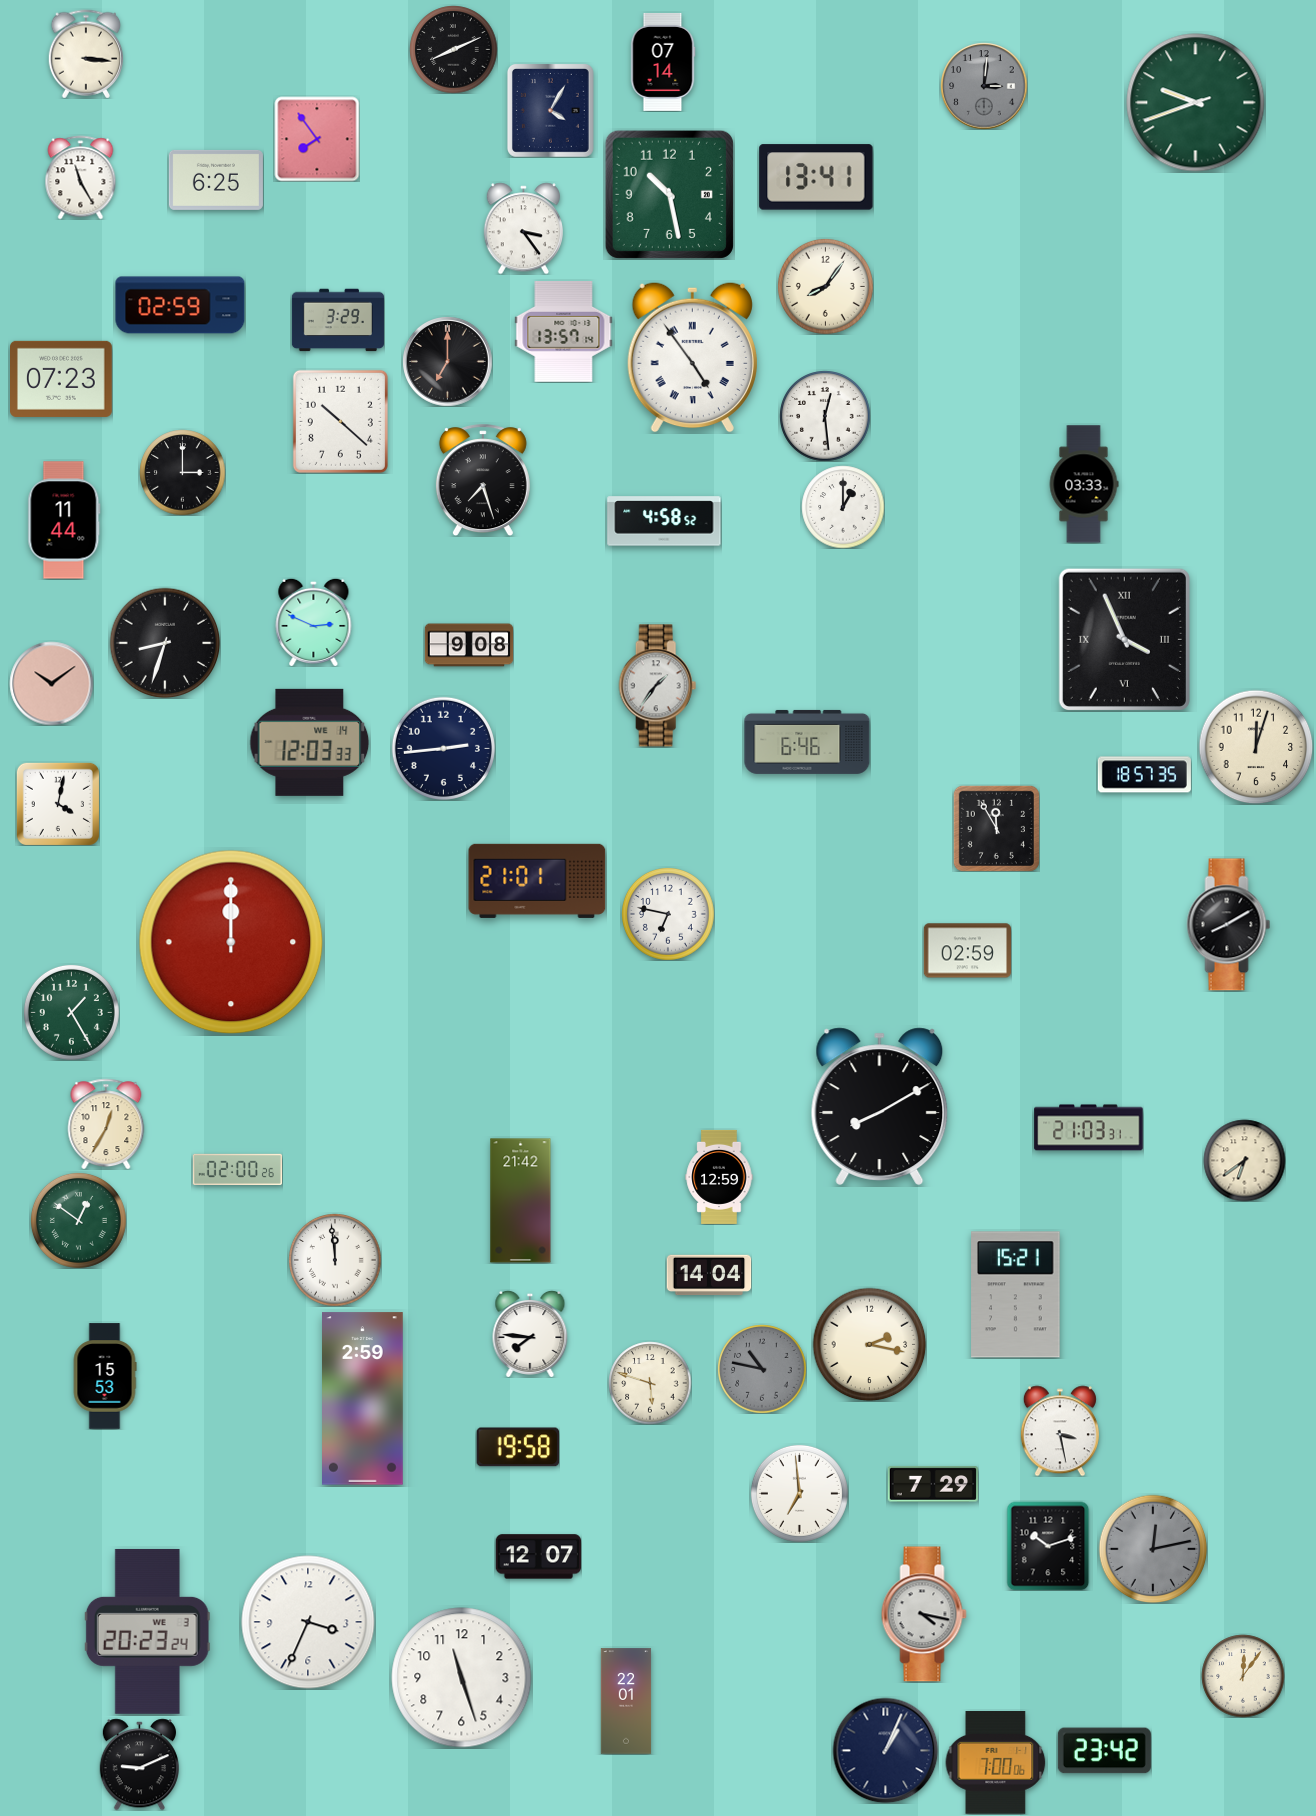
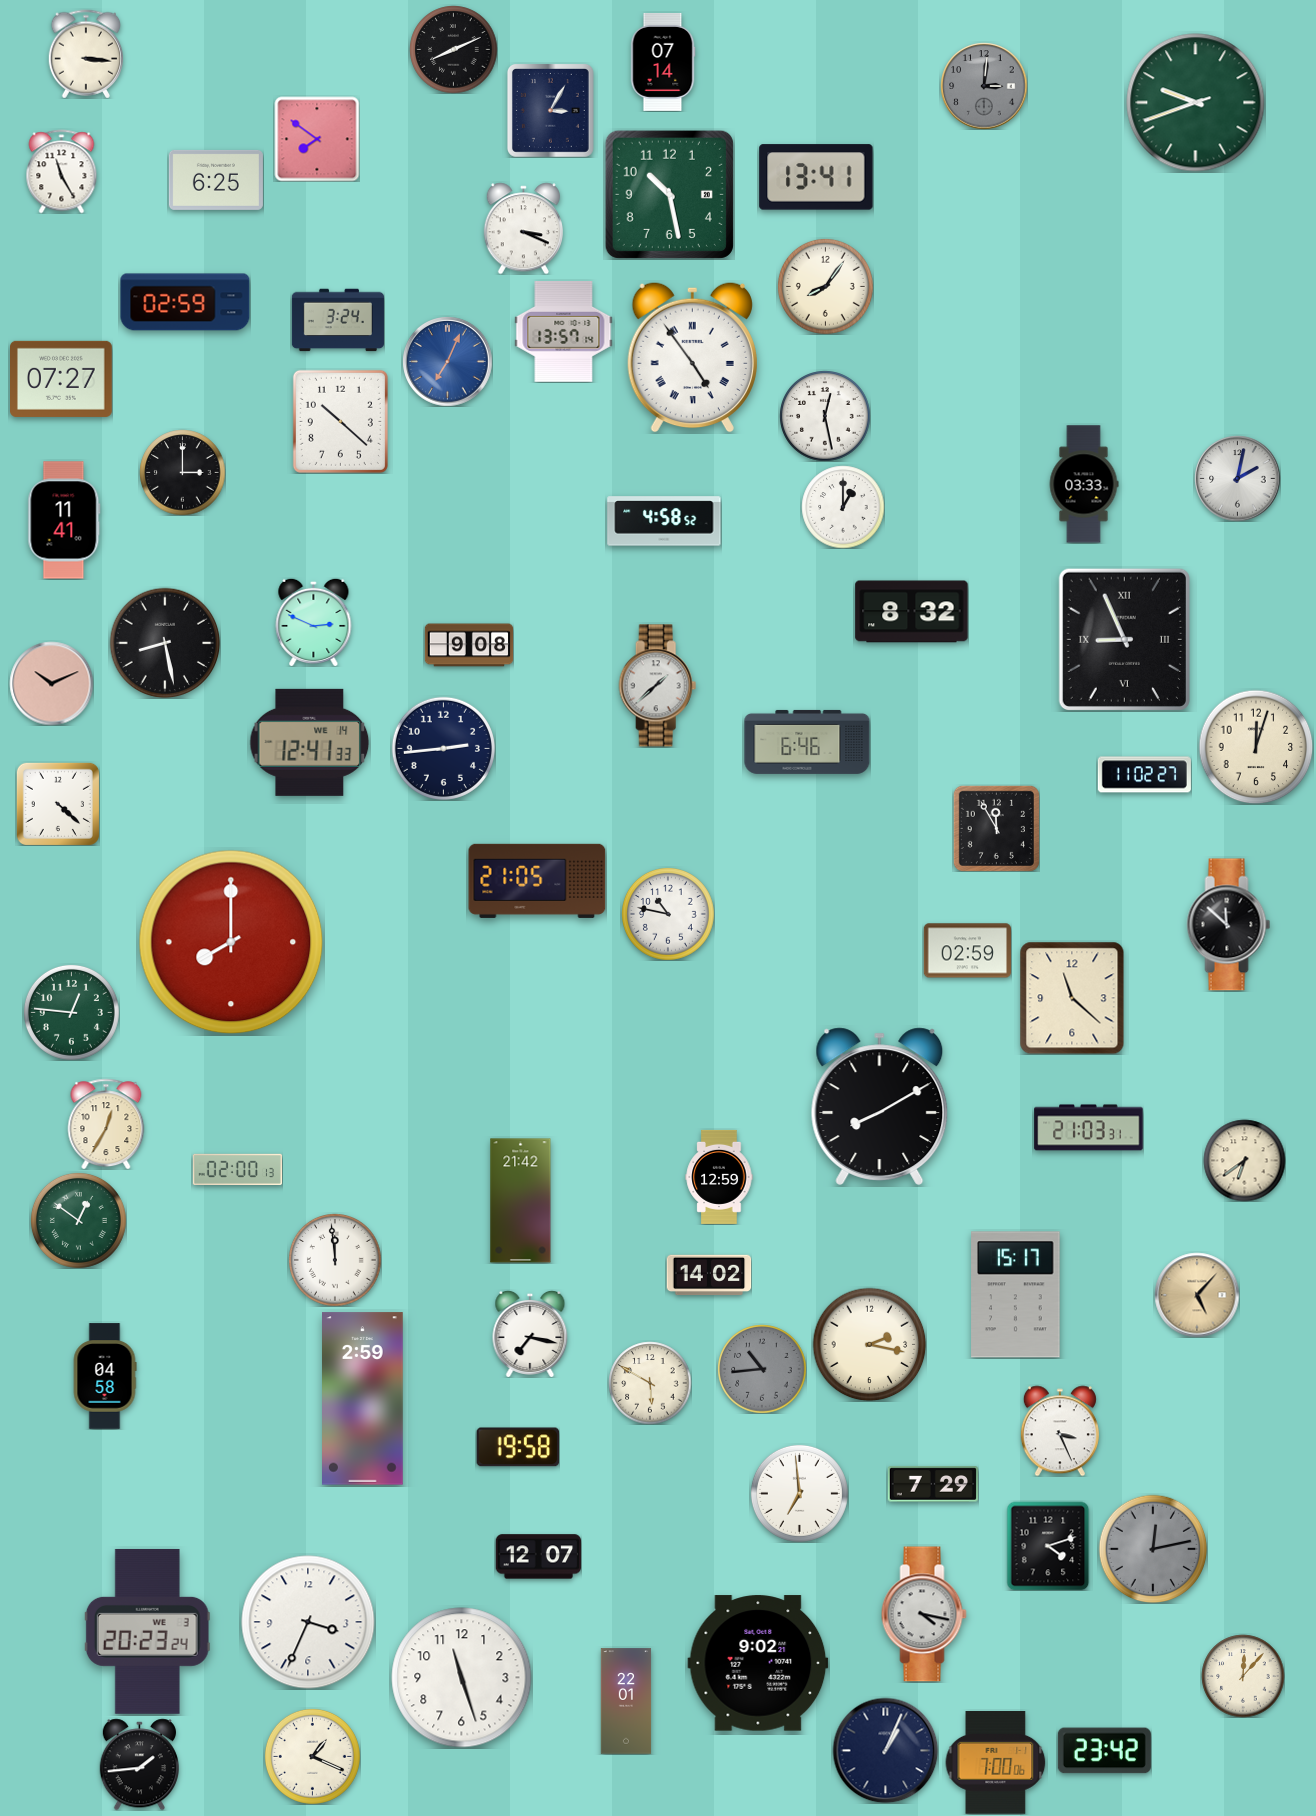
clock at (550, 110): 4:05 -> 3:05
clock at (317, 139): 7:54 -> 7:51
clock at (81, 177) position: (81, 177) -> (62, 171)
clock at (523, 228): 3:24 -> 3:19
clock at (180, 305) position: (180, 305) -> (185, 302)
clock at (338, 320): 3:29 -> 3:24
clock at (447, 361): 7:00 -> 7:04
clock at (447, 361) dial: black -> blue
clock at (62, 379): 07:23 -> 07:27
clock at (825, 416): 12:29 -> 12:28
clock at (1237, 478): none -> 2:02
clock at (483, 480): 7:27 -> none
clock at (64, 520): 11:44 -> 11:41
clock at (912, 612): none -> 8:32
clock at (1124, 639): 3:56 -> 8:56
clock at (165, 643): 8:33 -> 8:28
clock at (51, 683): 10:09 -> 10:11
clock at (658, 686): 1:36 -> 1:38
clock at (309, 742): 12:03 -> 12:41
clock at (1144, 775): 18:57 -> 11:02
clock at (58, 804): 4:02 -> 4:22
clock at (537, 881): 21:01 -> 21:05
clock at (668, 914): 6:47 -> 10:47
clock at (1229, 925): 8:10 -> 11:52
clock at (231, 942): 12:00 -> 8:00
clock at (1072, 998): none -> 11:22
clock at (71, 1012): 1:25 -> 12:46
clock at (237, 1169): 02:00:26 -> 02:00:13
clock at (709, 1275): 14:04 -> 14:02
clock at (1016, 1295): 15:21 -> 15:17
clock at (1197, 1295): none -> 5:07
clock at (530, 1334): 7:46 -> 7:17
clock at (762, 1369): 10:47 -> 10:44
clock at (105, 1376): 15:53 -> 04:58
clock at (650, 1383): 5:48 -> 5:50
clock at (1060, 1431): 3:28 -> 3:26
clock at (1048, 1546): 10:12 -> 4:12
clock at (758, 1663): none -> 9:02
clock at (1243, 1676): 12:06 -> 12:07
clock at (312, 1756): none -> 1:19
clock at (139, 1764): 9:11 -> 1:44
